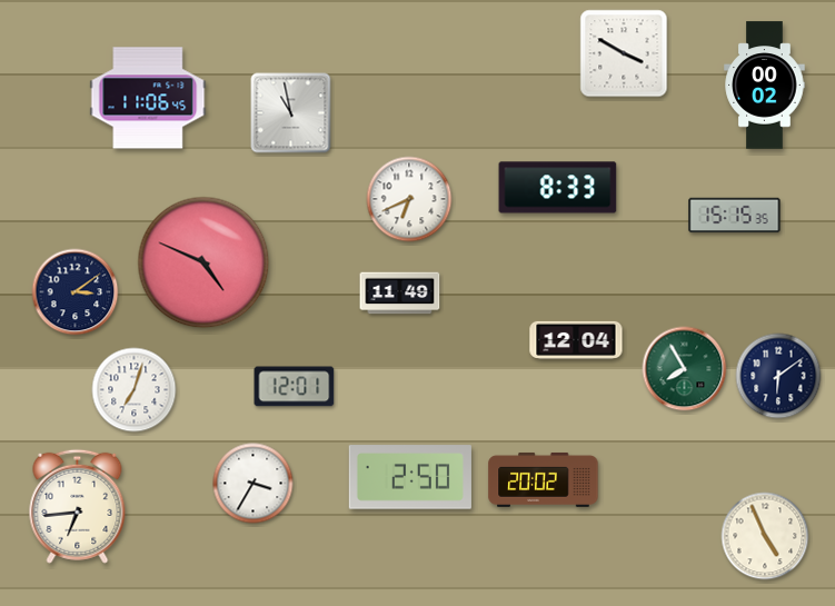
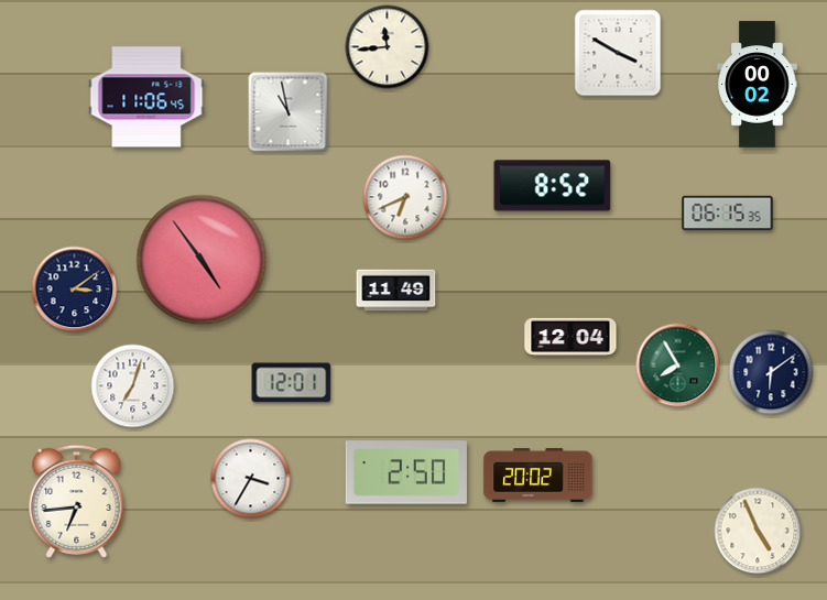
clock at (388, 47): none -> 11:44
clock at (558, 188): 8:33 -> 8:52
clock at (735, 216): 15:15 -> 06:15
clock at (203, 262): 4:49 -> 4:54
